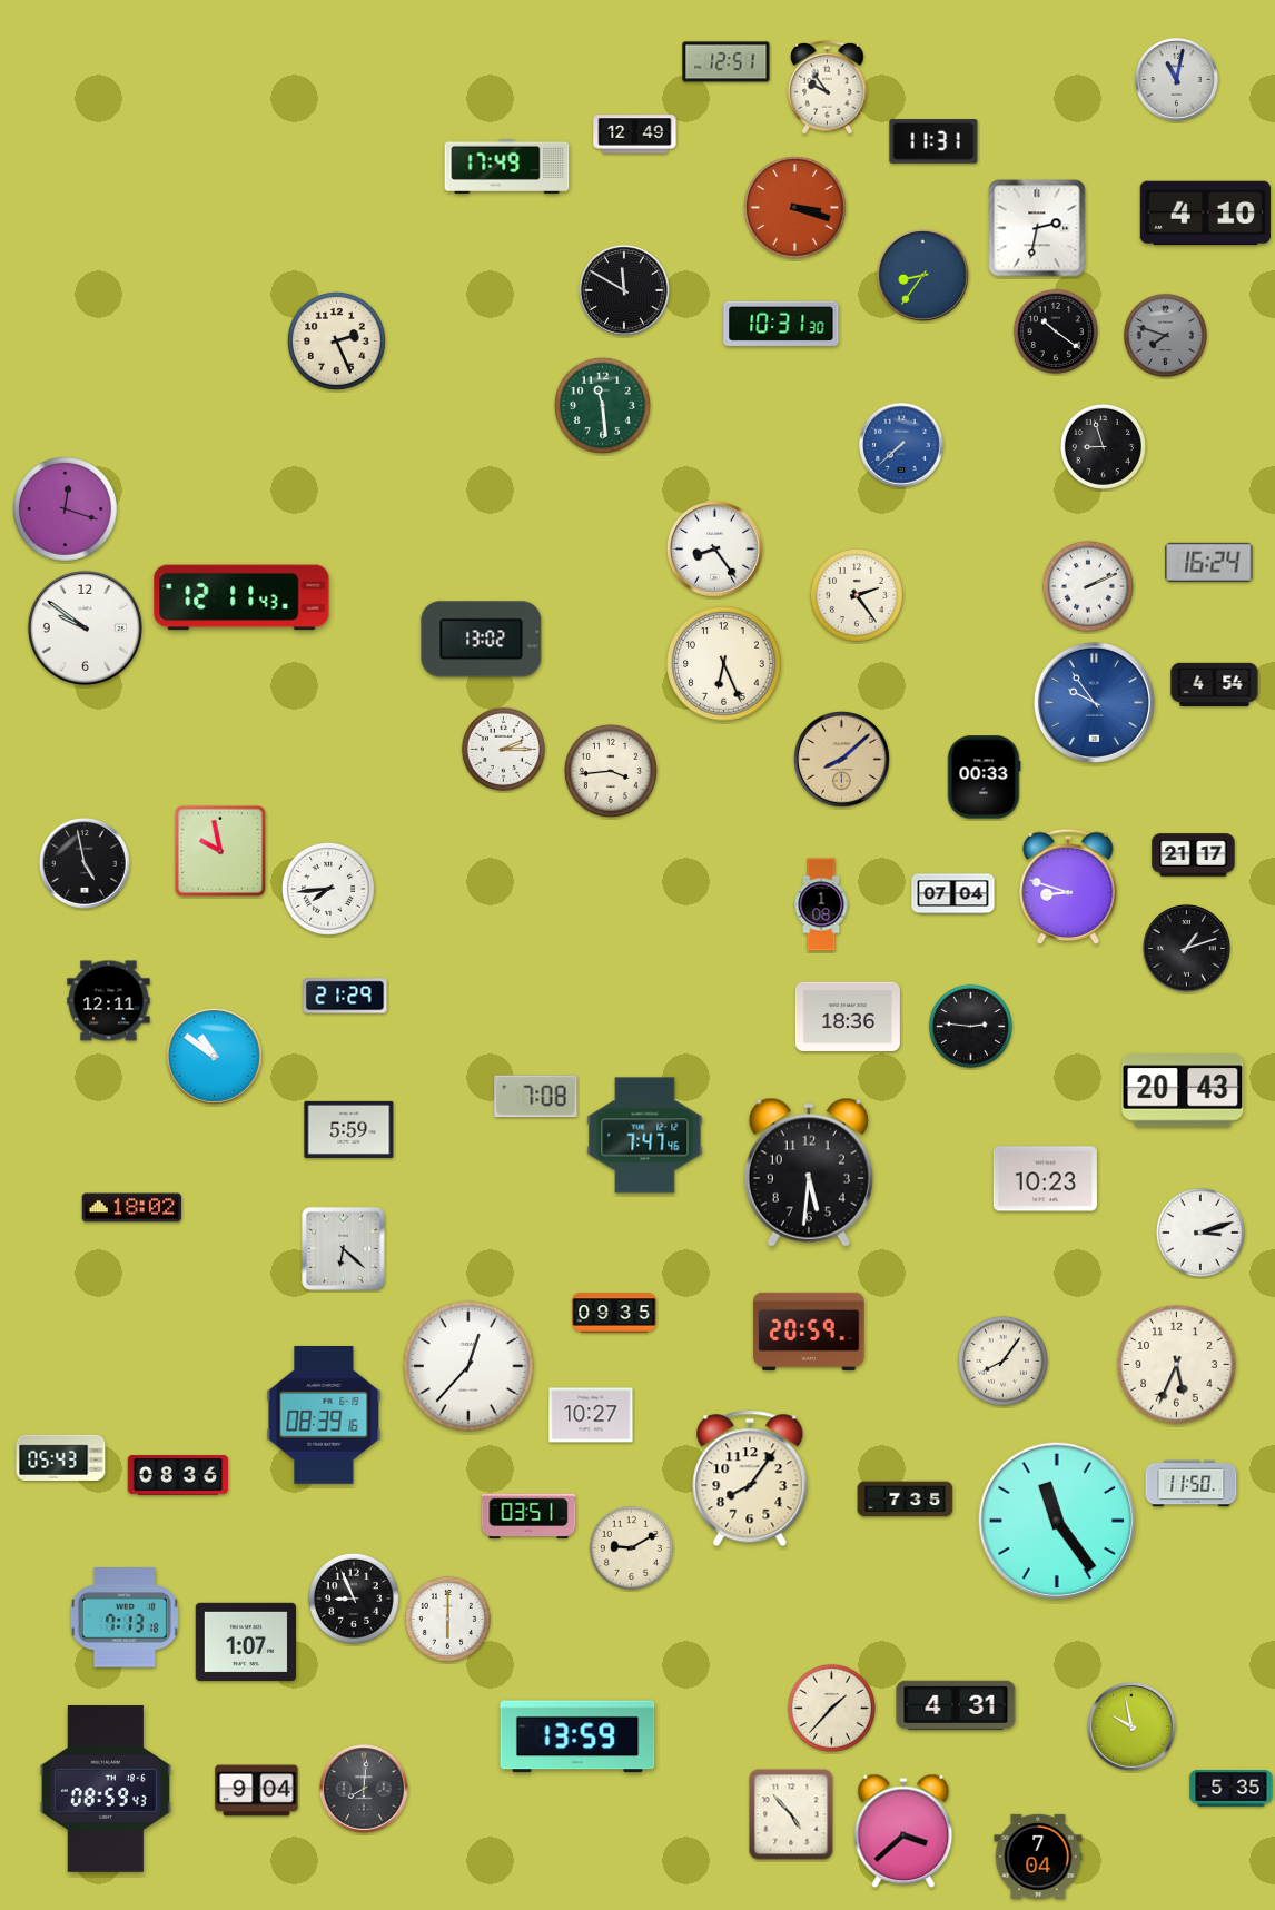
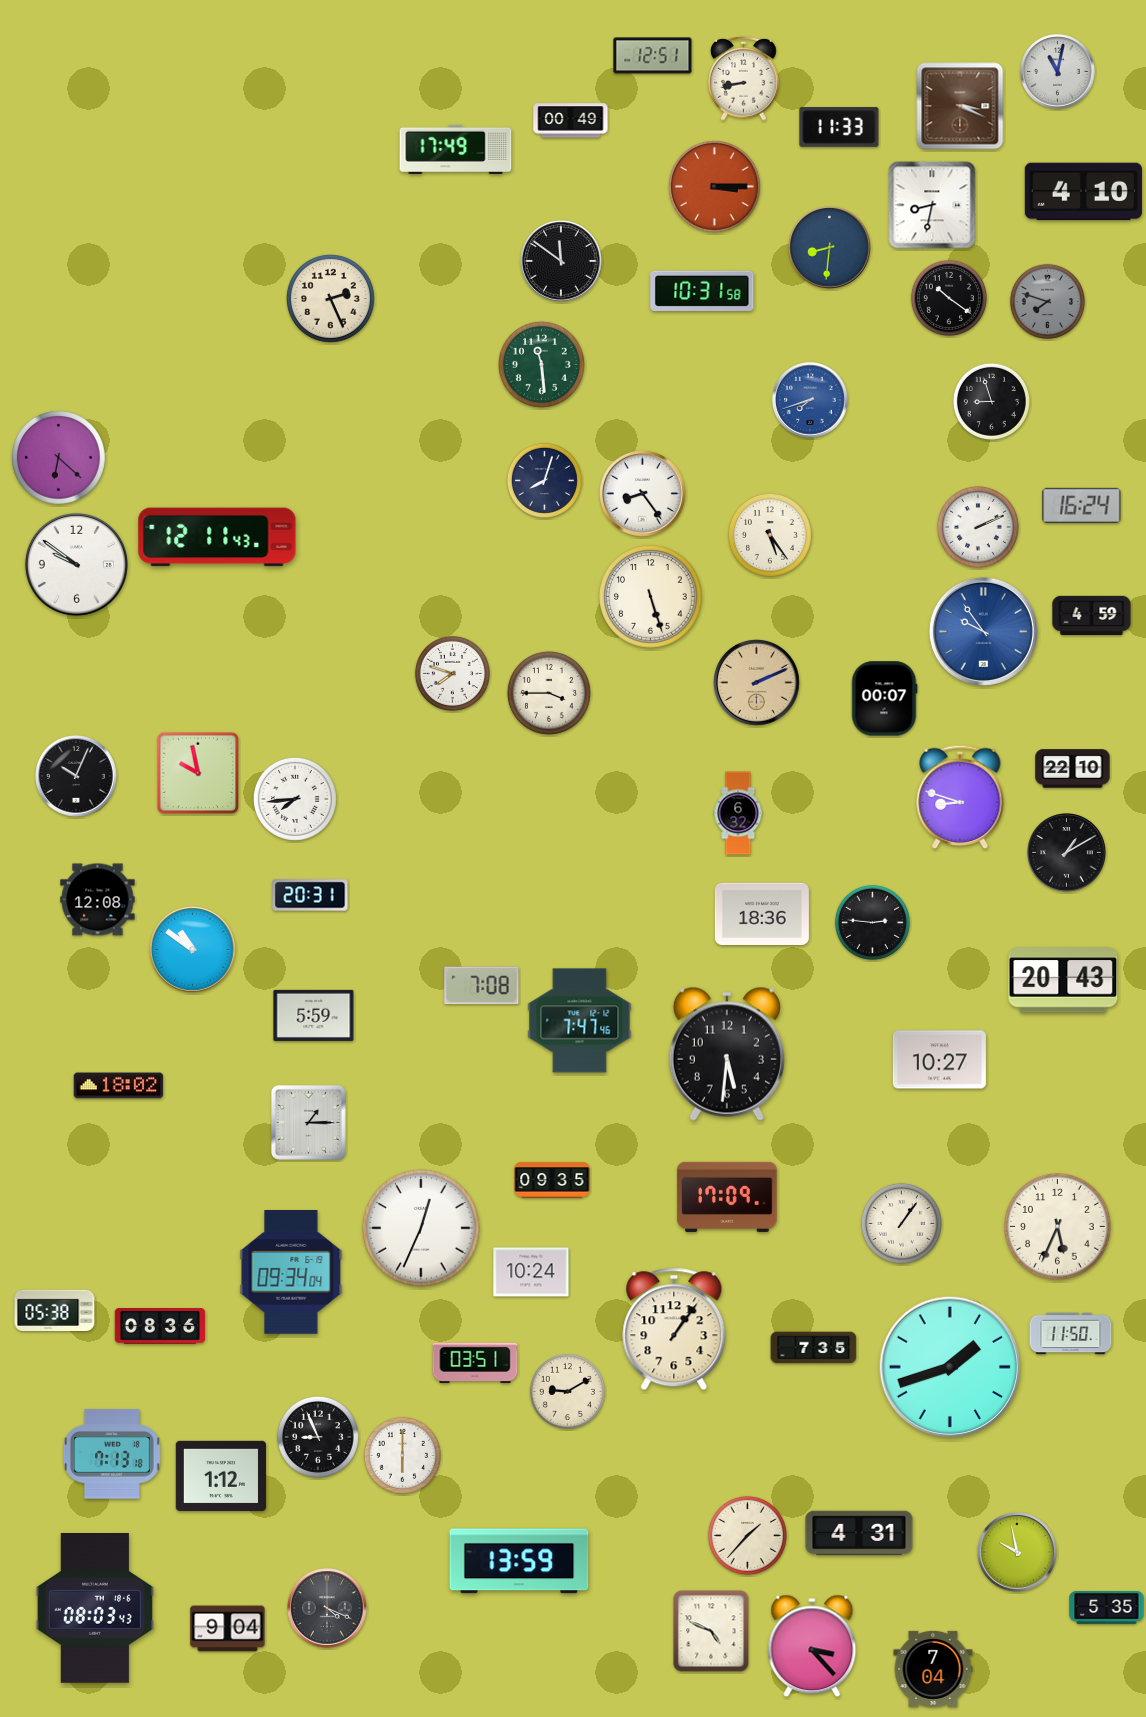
clock at (828, 87): 9:54 -> 8:43
clock at (960, 106): none -> 3:19
clock at (635, 135): 12:49 -> 00:49
clock at (933, 141): 11:31 -> 11:33
clock at (795, 208): 3:18 -> 3:15
clock at (1037, 228): 2:32 -> 8:32
clock at (923, 276): 8:36 -> 8:31
clock at (624, 290): 11:50 -> 11:51
clock at (781, 324): 10:31:30 -> 10:31:58
clock at (336, 340) position: (336, 340) -> (330, 298)
clock at (901, 445): 7:38 -> 7:42
clock at (66, 509): 12:18 -> 6:22
clock at (544, 480): none -> 8:03
clock at (1209, 562) position: (1209, 562) -> (1082, 505)
clock at (857, 595): 2:24 -> 5:24
clock at (482, 640): 13:02 -> none
clock at (724, 664): 6:26 -> 5:27
clock at (1215, 684): 4:54 -> 4:59
clock at (503, 749): 2:15 -> 7:48
clock at (842, 760): 8:08 -> 2:11
clock at (611, 771): 3:44 -> 3:45
clock at (984, 778): 00:33 -> 00:07
clock at (220, 851) position: (220, 851) -> (198, 773)
clock at (1194, 855): 21:17 -> 22:10
clock at (85, 863): 4:58 -> 10:04
clock at (953, 894): 07:04 -> none
clock at (821, 904): 1:08 -> 6:32
clock at (1187, 949): 1:12 -> 1:10
clock at (345, 996): 21:29 -> 20:31
clock at (109, 1001): 12:11 -> 12:08
clock at (1045, 1179): 10:23 -> 10:27
clock at (1200, 1233): 3:12 -> none
clock at (343, 1248): 6:22 -> 1:15
clock at (809, 1332): 20:59 -> 17:09
clock at (1002, 1360): 8:06 -> 1:06
clock at (468, 1366): 12:37 -> 12:34
clock at (591, 1415): 10:27 -> 10:24
clock at (324, 1416): 08:39 -> 09:34
clock at (61, 1457): 05:43 -> 05:38
clock at (750, 1478): 8:06 -> 1:06
clock at (1057, 1521): 11:24 -> 1:42
clock at (245, 1642): 1:07 -> 1:12
clock at (364, 1789): 8:01 -> 4:19
clock at (105, 1790): 08:59 -> 08:03
clock at (257, 1791) position: (257, 1791) -> (228, 1629)
clock at (791, 1814): 4:53 -> 4:49
clock at (903, 1831): 3:38 -> 3:23
